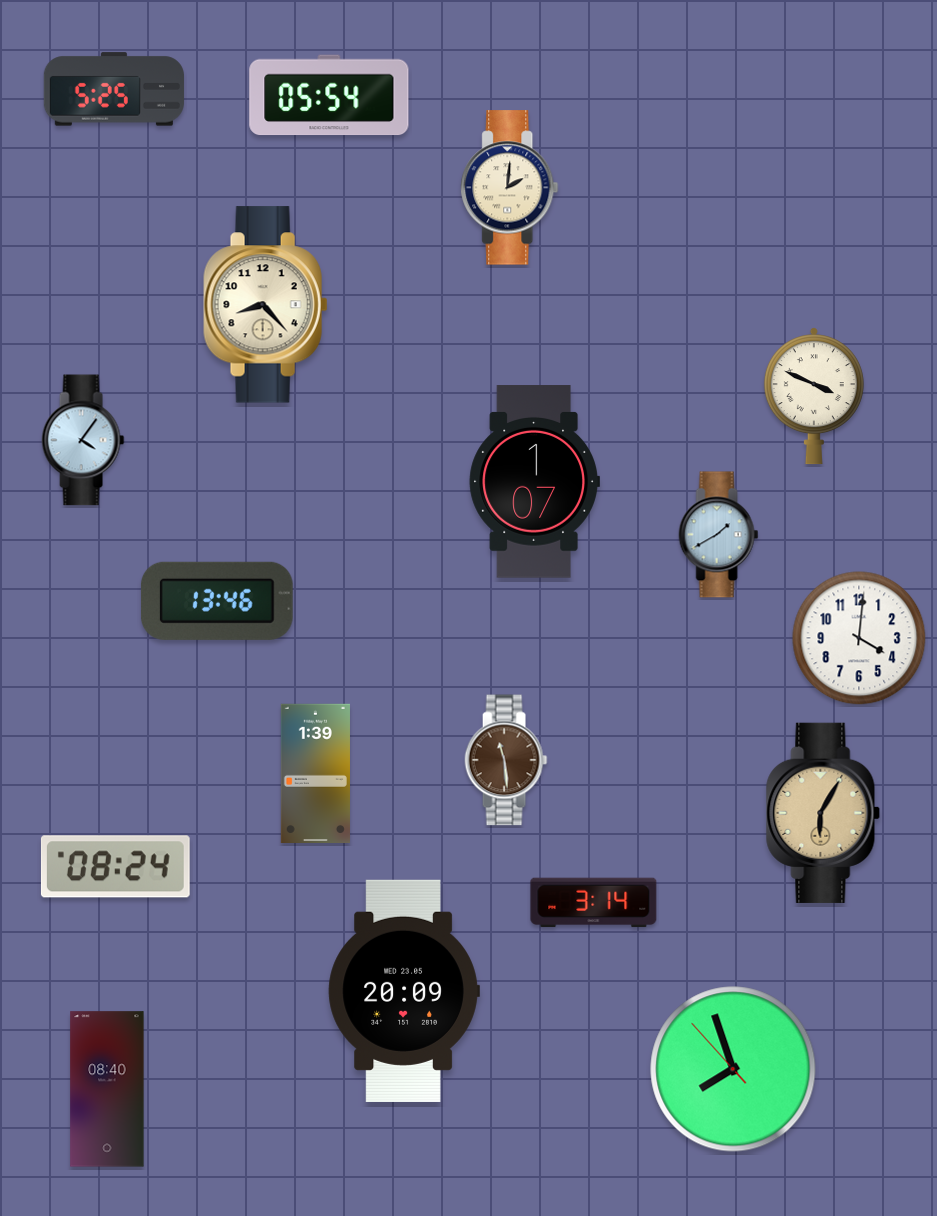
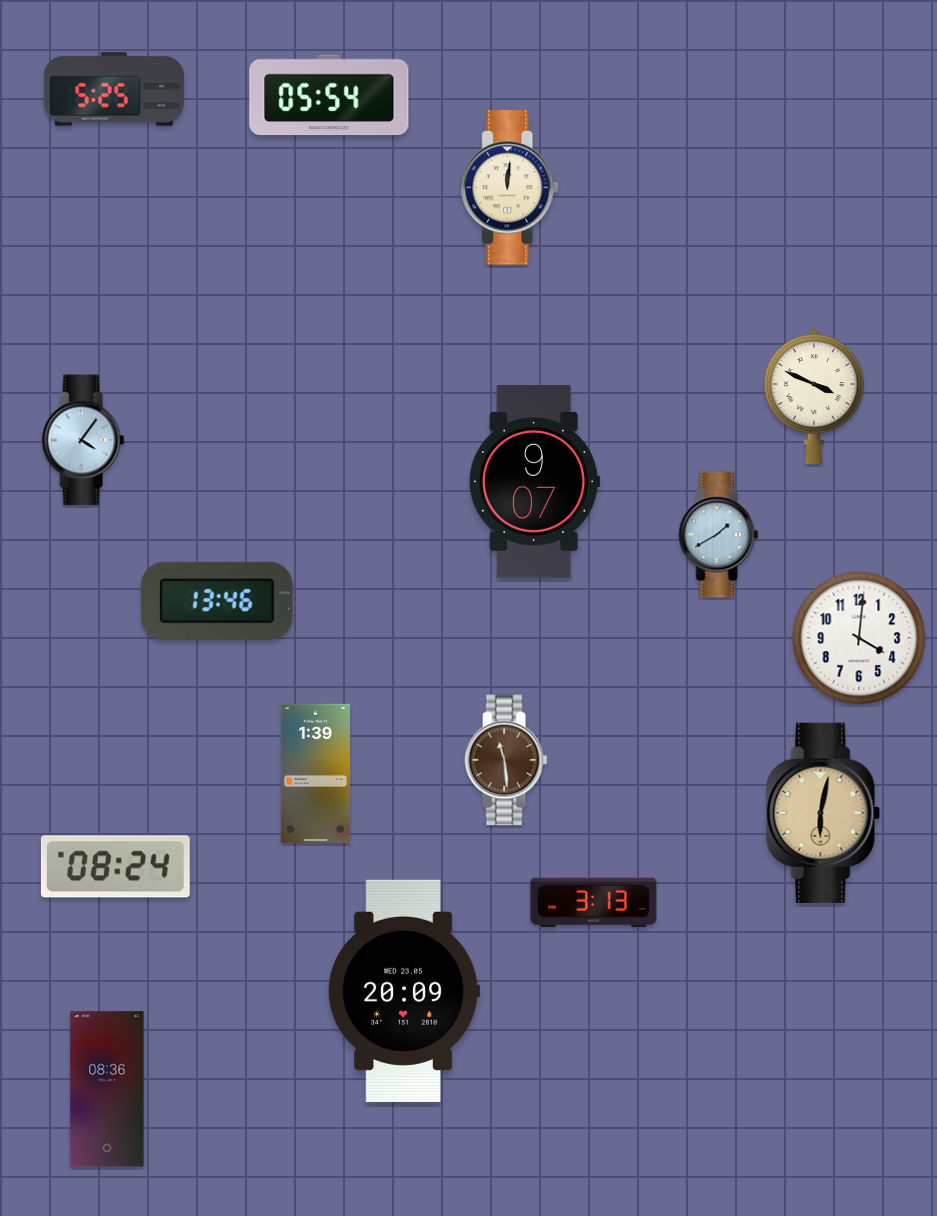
clock at (510, 188): 2:01 -> 12:01
clock at (266, 305): 8:23 -> none
clock at (534, 482): 1:07 -> 9:07
clock at (823, 813): 6:05 -> 6:02
clock at (594, 903): 3:14 -> 3:13
clock at (733, 1069): 7:56 -> none
clock at (107, 1089): 08:40 -> 08:36
